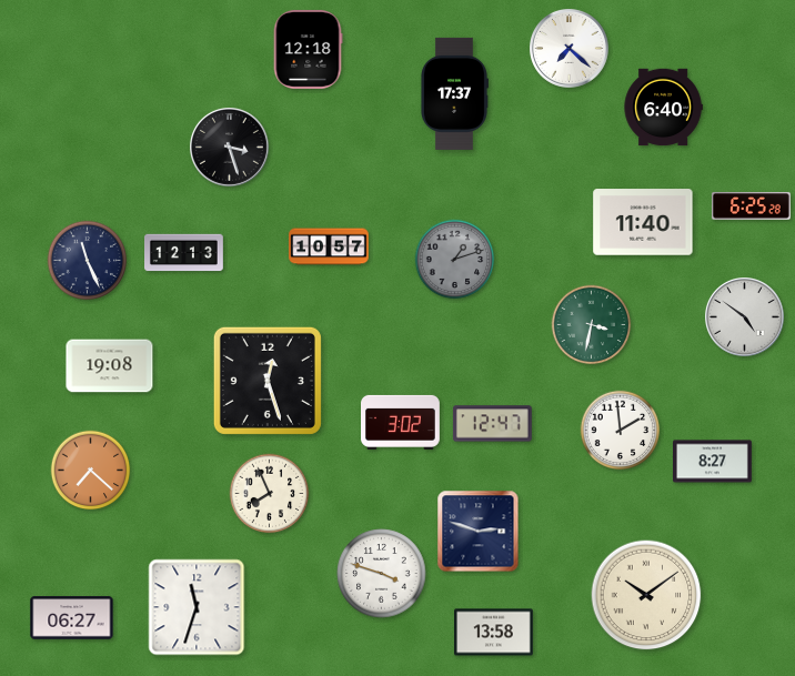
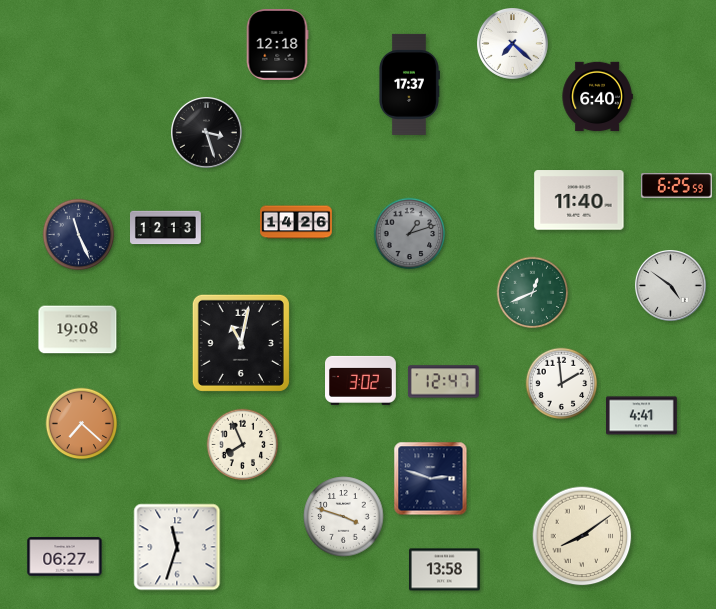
clock at (751, 206): 6:25:28 -> 6:25:59
clock at (329, 246): 10:57 -> 14:26
clock at (592, 325): 3:32 -> 12:41
clock at (110, 366) position: (110, 366) -> (78, 330)
clock at (268, 381): 12:27 -> 11:02
clock at (621, 431) position: (621, 431) -> (562, 384)
clock at (713, 462): 8:27 -> 4:41
clock at (646, 595): 10:09 -> 8:09
